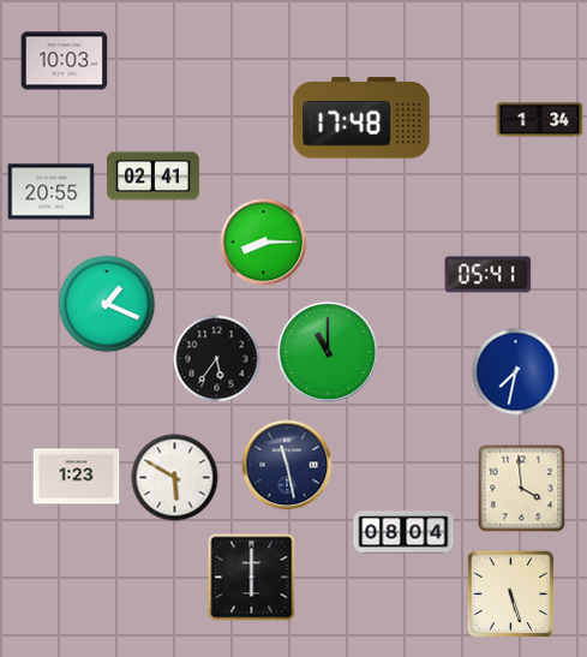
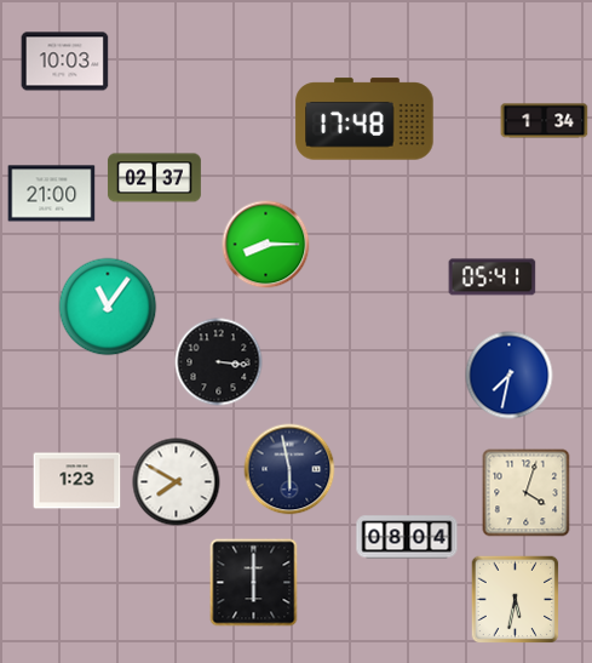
clock at (152, 177): 02:41 -> 02:37
clock at (52, 192): 20:55 -> 21:00
clock at (107, 304): 1:19 -> 11:06
clock at (327, 351): 11:00 -> none
clock at (217, 359): 5:36 -> 3:16
clock at (516, 372) position: (516, 372) -> (510, 376)
clock at (287, 465): 11:28 -> 5:58
clock at (175, 478): 5:50 -> 7:50
clock at (522, 489): 3:59 -> 4:03
clock at (511, 595): 5:27 -> 5:32
